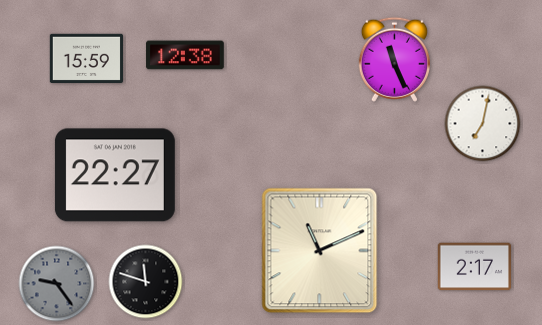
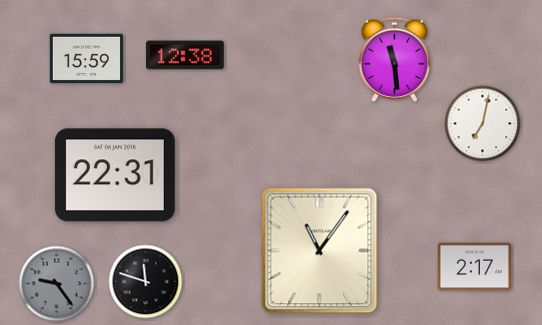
clock at (394, 59): 11:26 -> 11:29
clock at (115, 175): 22:27 -> 22:31
clock at (320, 251): 11:11 -> 11:06
